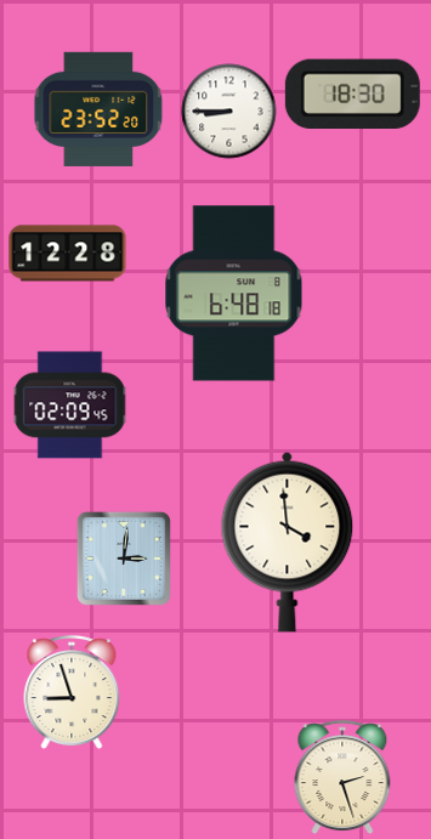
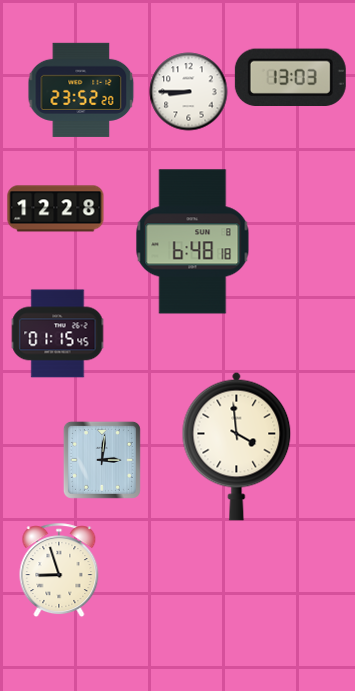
clock at (352, 95): 18:30 -> 13:03
clock at (70, 406): 02:09 -> 01:15
clock at (342, 777): 2:27 -> none
